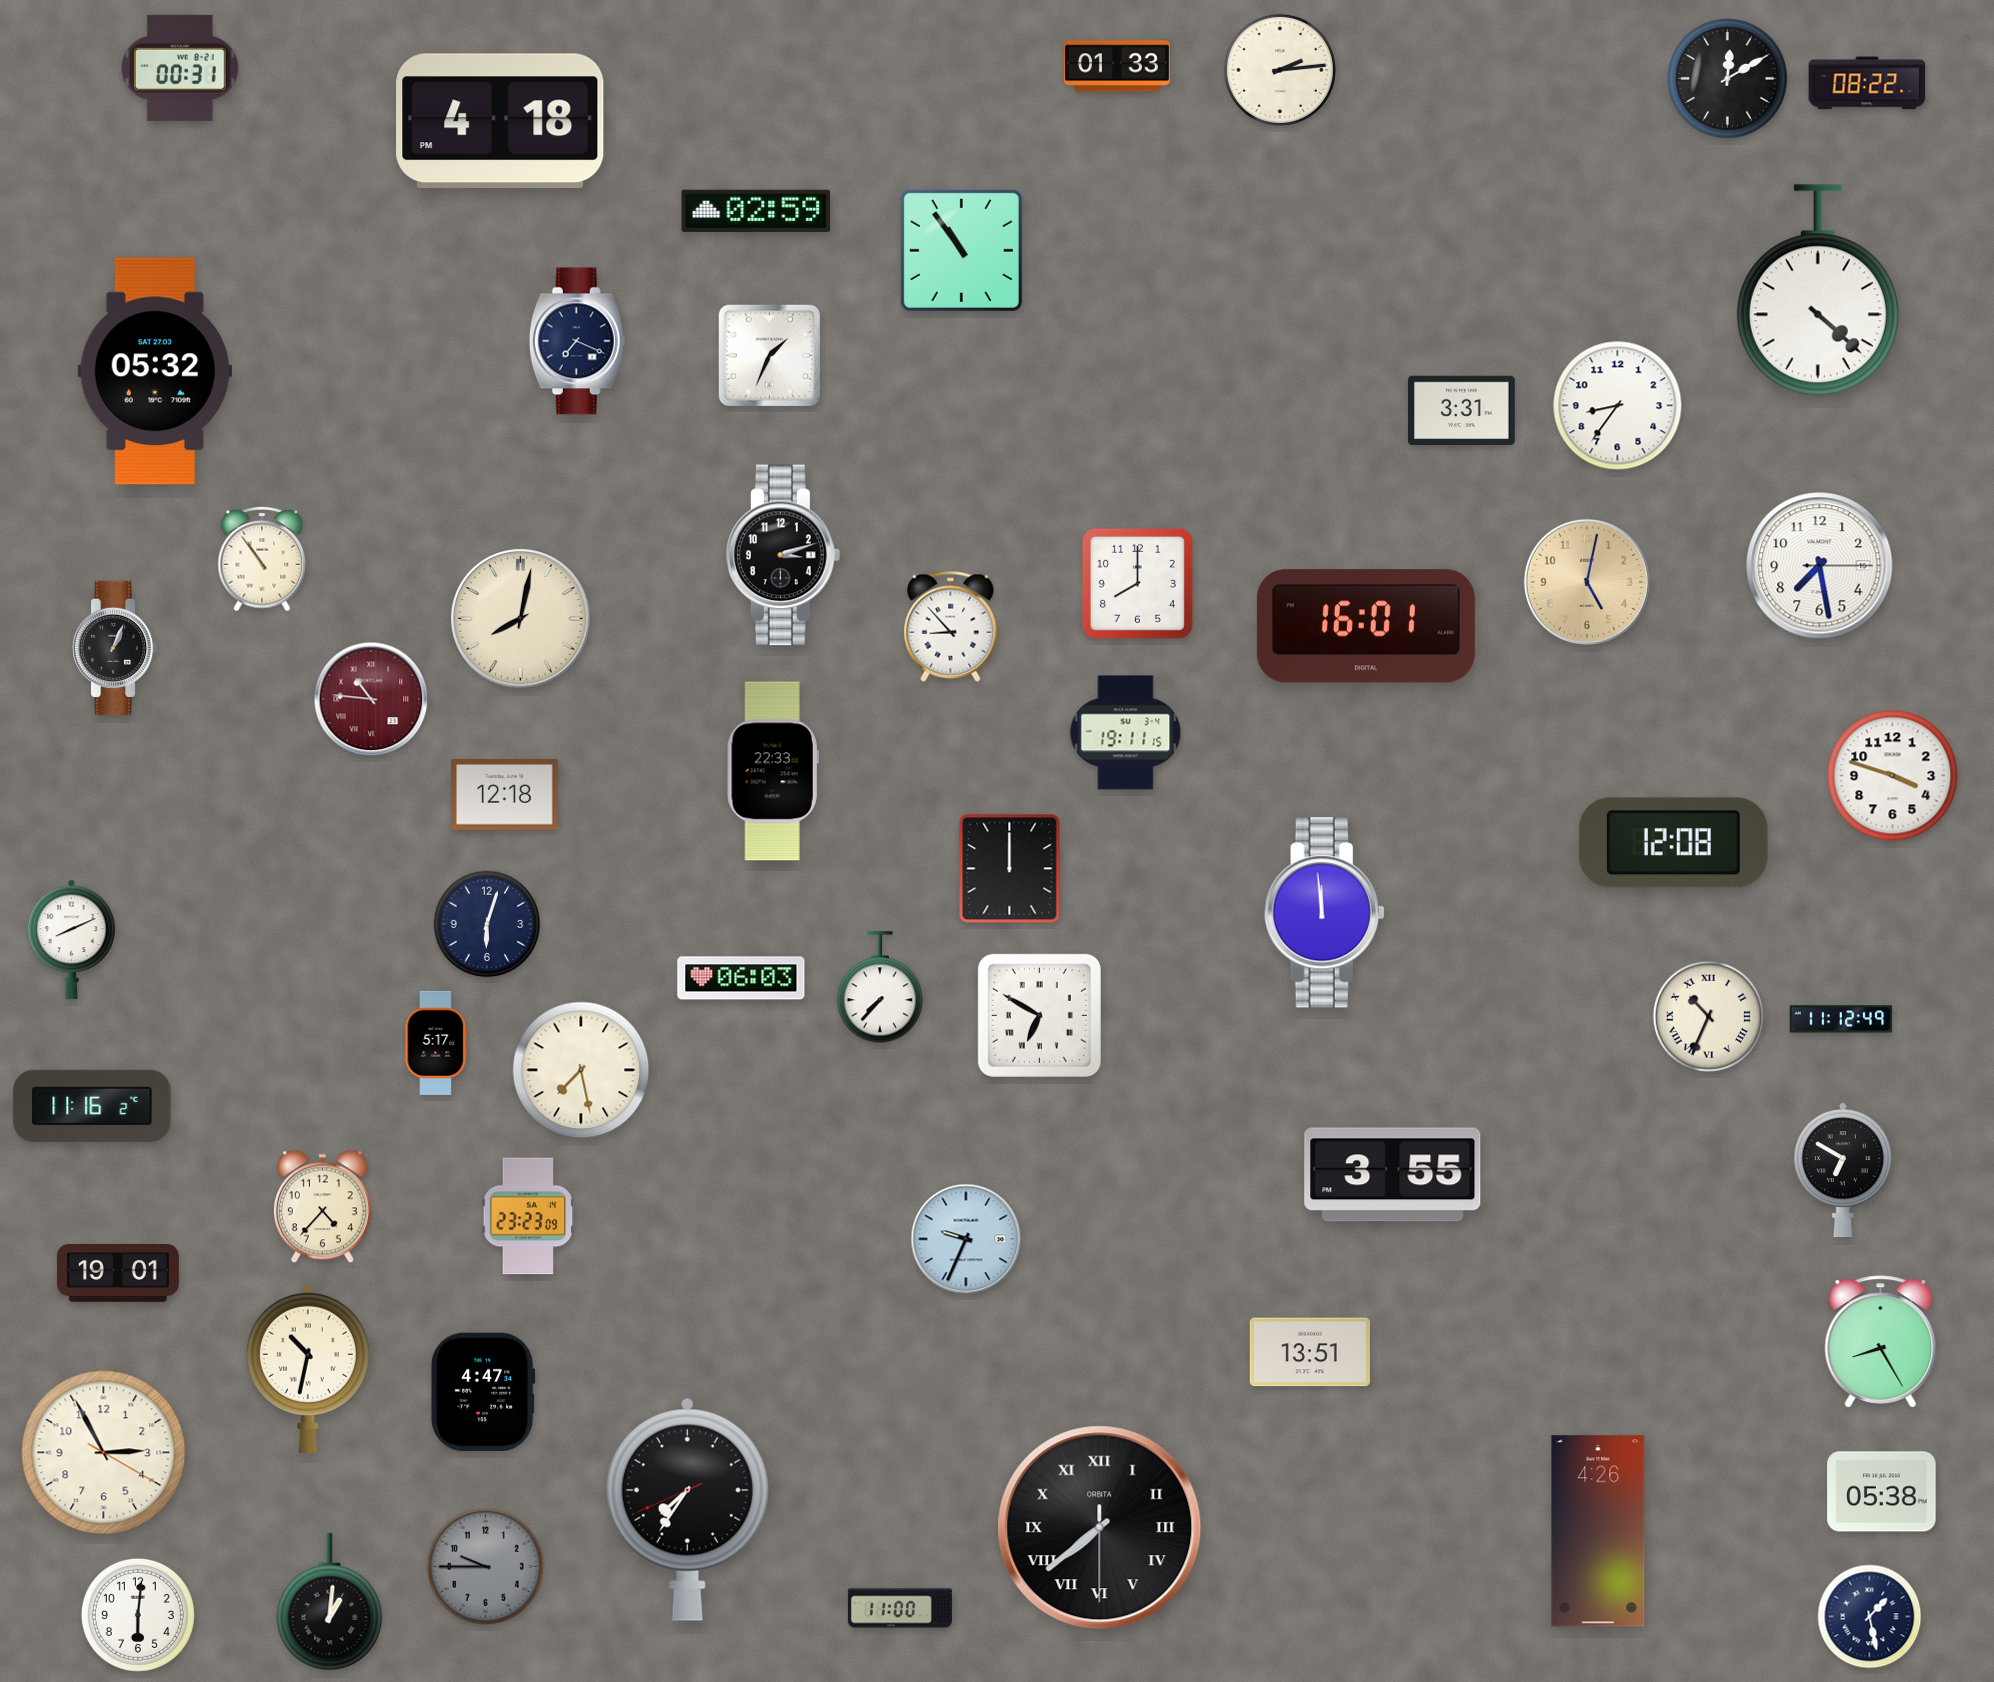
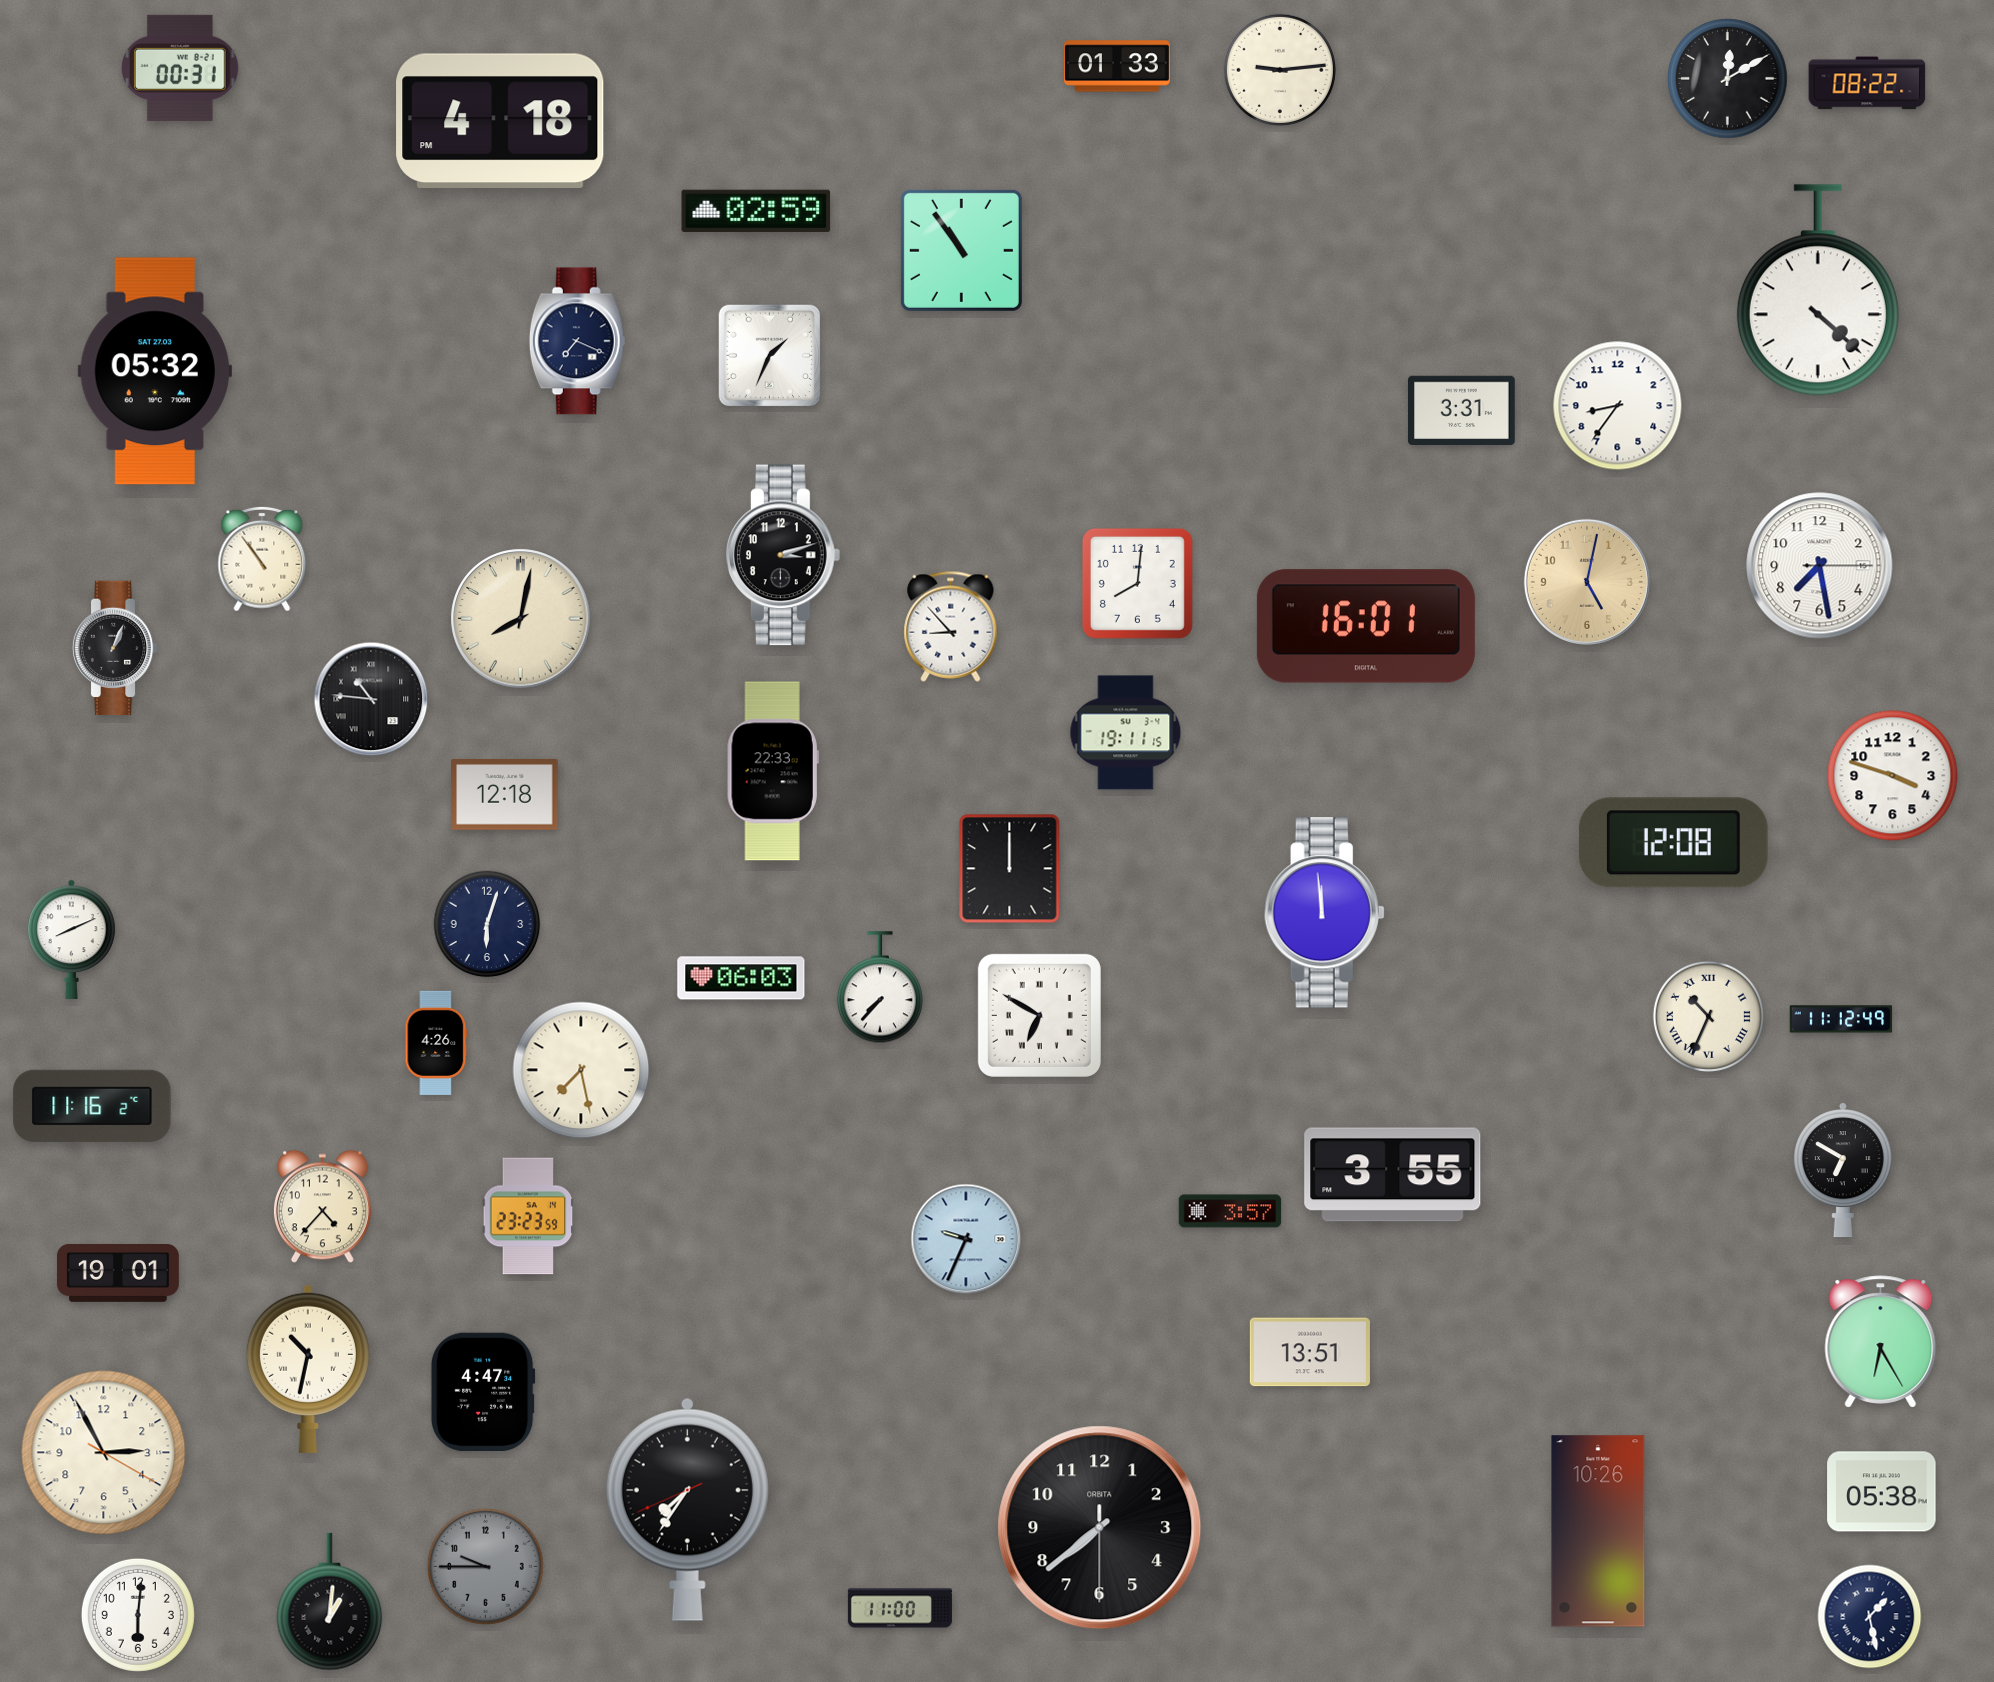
clock at (1280, 70): 2:14 -> 9:14
clock at (1137, 583): 8:00 -> 8:01
clock at (371, 699) dial: burgundy -> black
clock at (436, 1043): 5:17 -> 4:26
clock at (1230, 1211): none -> 3:57
clock at (528, 1216): 23:23:09 -> 23:23:59
clock at (1881, 1342): 8:25 -> 6:25
clock at (1100, 1528) numerals: Roman -> Arabic
clock at (1598, 1531): 4:26 -> 10:26
